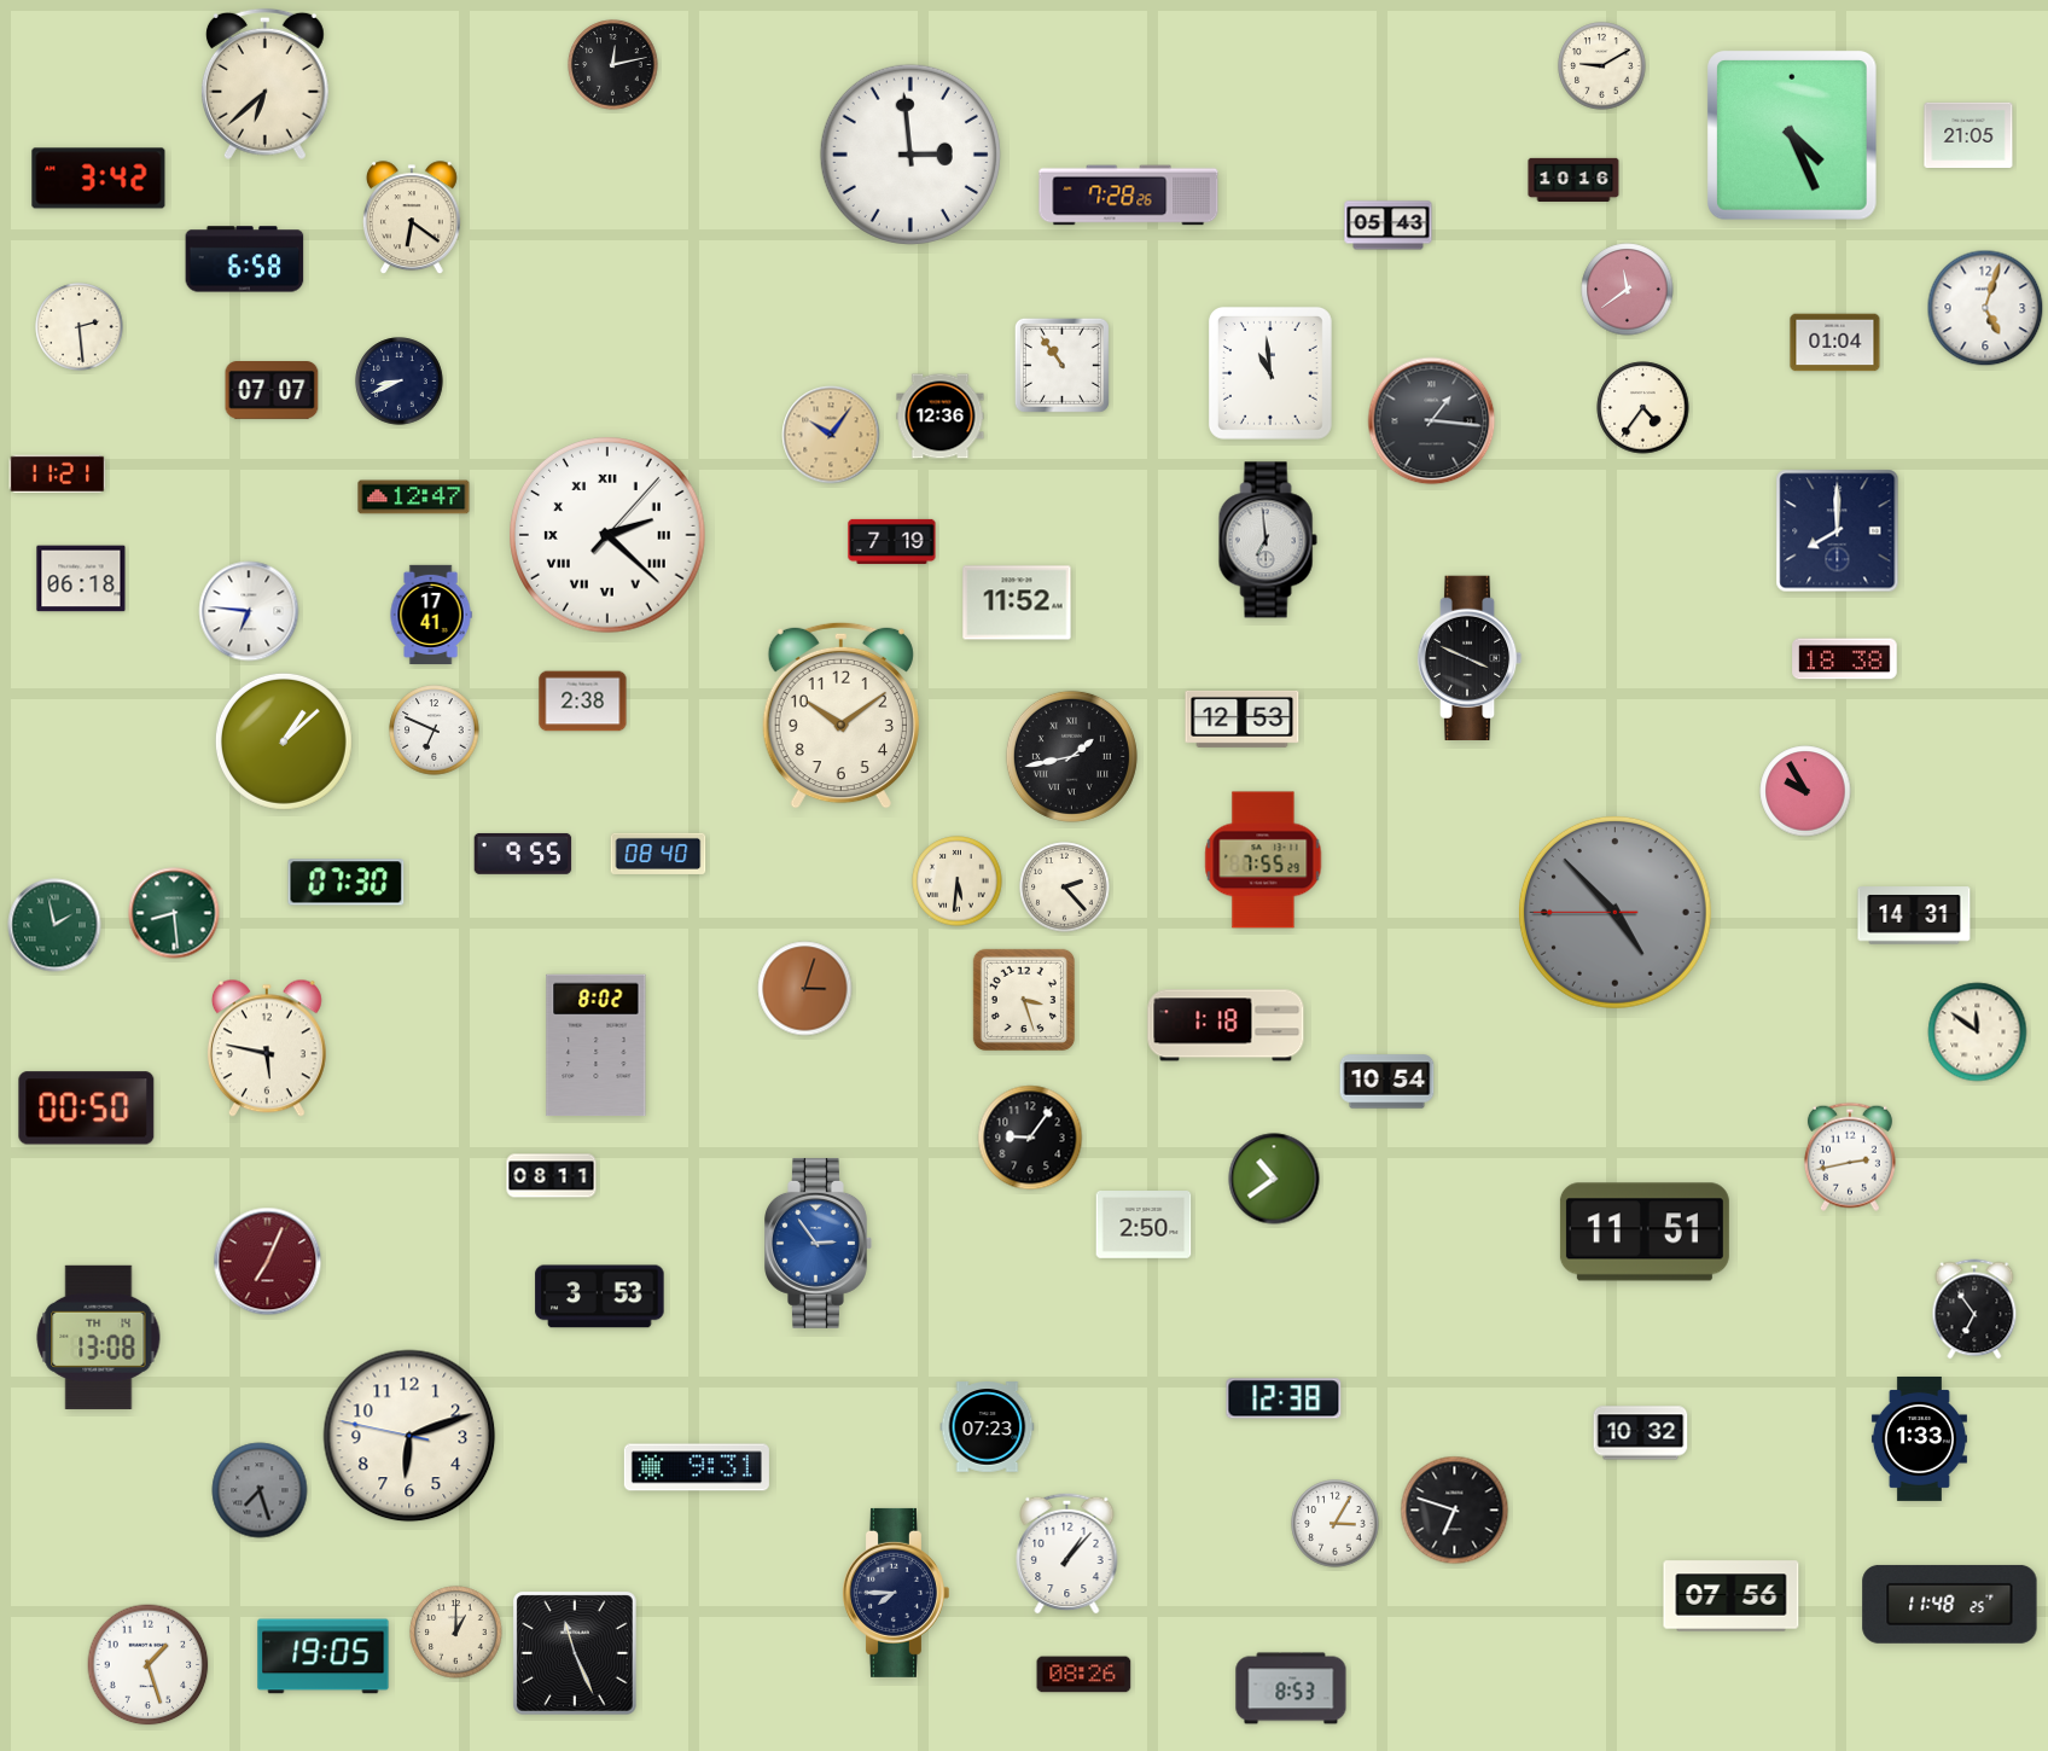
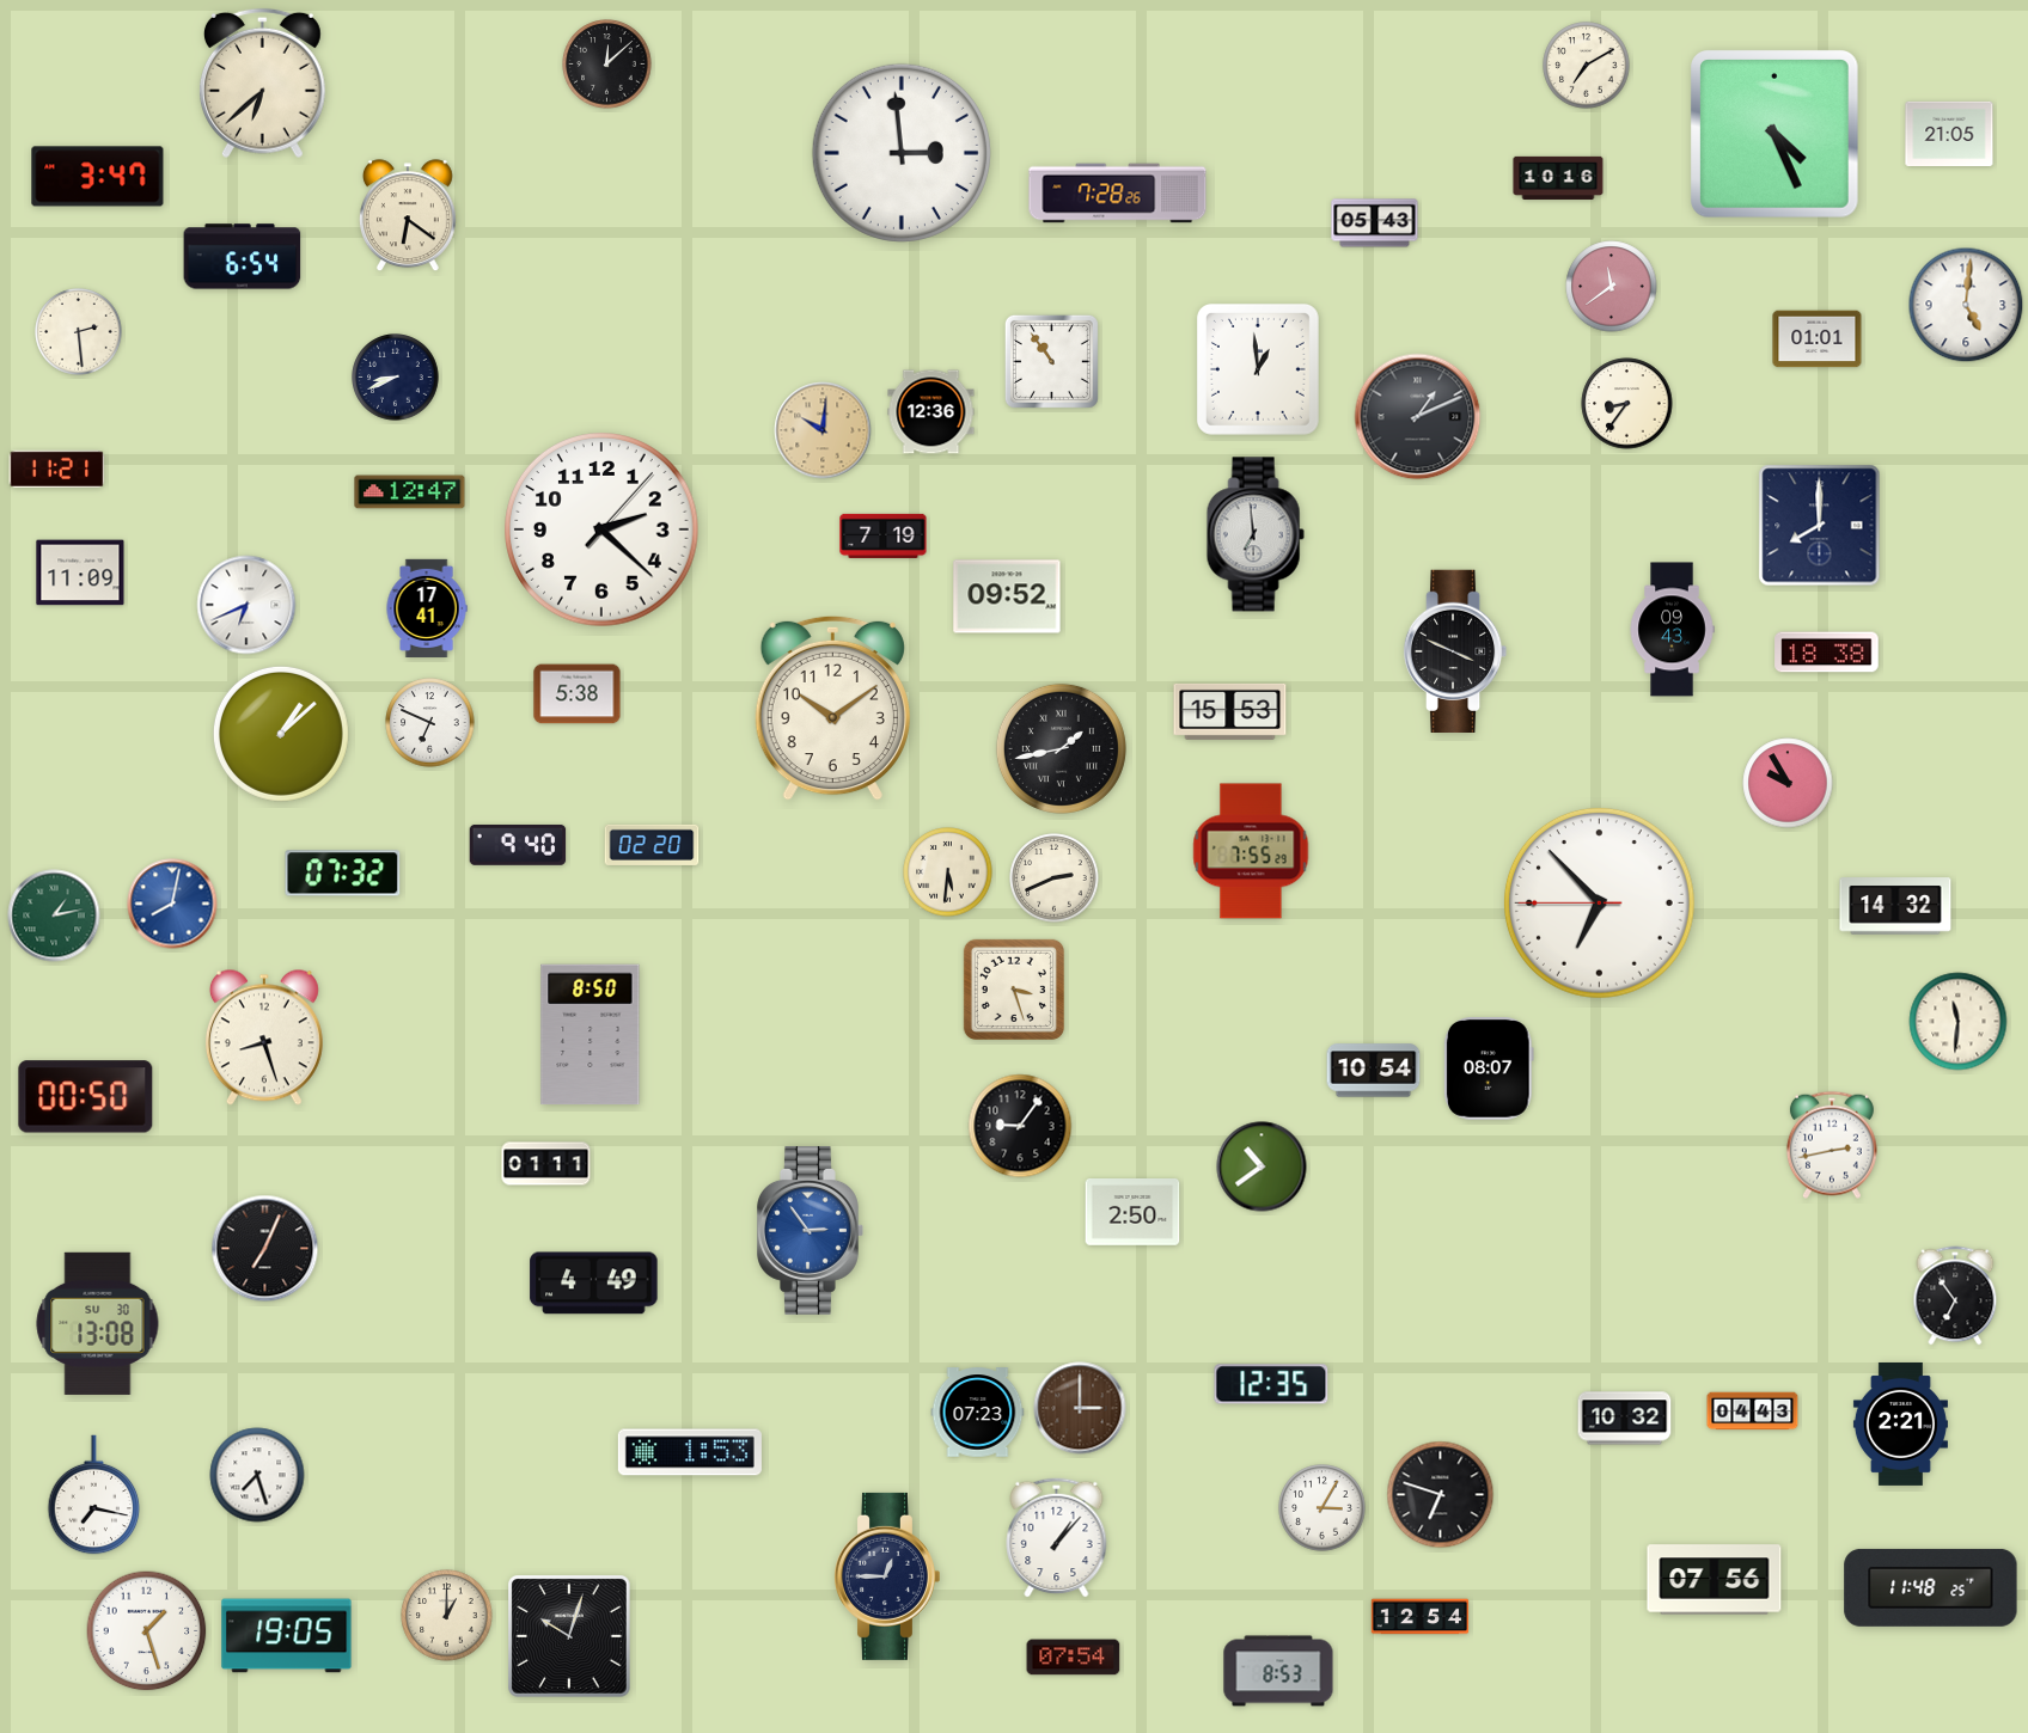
clock at (613, 65): 12:13 -> 12:08
clock at (1602, 66): 9:10 -> 7:10
clock at (99, 179): 3:42 -> 3:47
clock at (245, 260): 6:58 -> 6:54
clock at (1985, 308): 5:03 -> 5:01
clock at (80, 327) position: (80, 327) -> (79, 332)
clock at (1835, 343): 01:04 -> 01:01
clock at (1270, 373): 10:59 -> 12:59
clock at (272, 391): 07:07 -> none
clock at (1643, 408): 4:36 -> 8:36
clock at (1432, 421): 1:16 -> 1:11
clock at (831, 435): 10:06 -> 10:01
clock at (609, 536) numerals: Roman -> Arabic
clock at (81, 578): 06:18 -> 11:09
clock at (1017, 603): 11:52 -> 09:52
clock at (249, 611): 6:46 -> 6:41
clock at (1672, 630): none -> 09:43
clock at (583, 702): 2:38 -> 5:38
clock at (1243, 719): 12:53 -> 15:53
clock at (523, 854): 9:55 -> 9:40
clock at (658, 854): 08:40 -> 02:20
clock at (347, 883): 07:30 -> 07:32
clock at (1065, 888): 2:23 -> 2:41
clock at (1614, 912): 4:52 -> 6:52
clock at (1614, 912) dial: grey -> white
clock at (174, 913): 8:29 -> 8:02
clock at (174, 913) dial: green -> blue
clock at (1914, 915): 14:31 -> 14:32
clock at (54, 925): 1:58 -> 1:13
clock at (805, 989): 3:03 -> none
clock at (1226, 1025): 1:18 -> none
clock at (1978, 1032): 11:51 -> 11:31
clock at (597, 1046): 8:02 -> 8:50
clock at (267, 1048): 5:47 -> 8:27
clock at (1489, 1070): none -> 08:07
clock at (552, 1176): 08:11 -> 01:11
clock at (1645, 1232): 11:51 -> none
clock at (268, 1262) dial: burgundy -> black
clock at (600, 1297): 3:53 -> 4:49
clock at (99, 1337) date: TH 14 -> SU 30
clock at (1284, 1398): 12:38 -> 12:35
clock at (1080, 1408): none -> 3:00
clock at (1753, 1411): none -> 04:43
clock at (409, 1436): 6:11 -> none
clock at (1919, 1438): 1:33 -> 2:21
clock at (697, 1467): 9:31 -> 1:53
clock at (260, 1490) dial: grey -> white
clock at (94, 1495): none -> 7:17
clock at (895, 1593): 7:45 -> 12:45
clock at (456, 1633) position: (456, 1633) -> (447, 1616)
clock at (1421, 1617): none -> 12:54
clock at (576, 1654): 11:26 -> 10:03
clock at (324, 1657) position: (324, 1657) -> (287, 1636)
clock at (149, 1665) position: (149, 1665) -> (147, 1631)
clock at (1084, 1675): 08:26 -> 07:54
